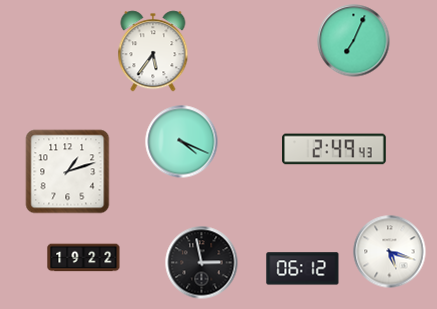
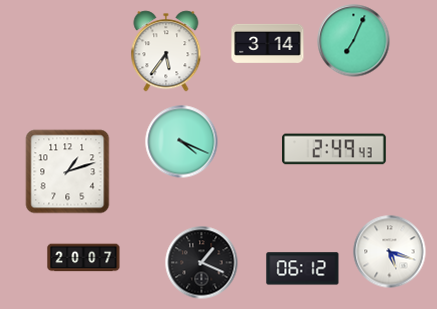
clock at (268, 43): none -> 3:14
clock at (153, 51) position: (153, 51) -> (166, 51)
clock at (84, 258): 19:22 -> 20:07
clock at (202, 263): 2:58 -> 1:19
